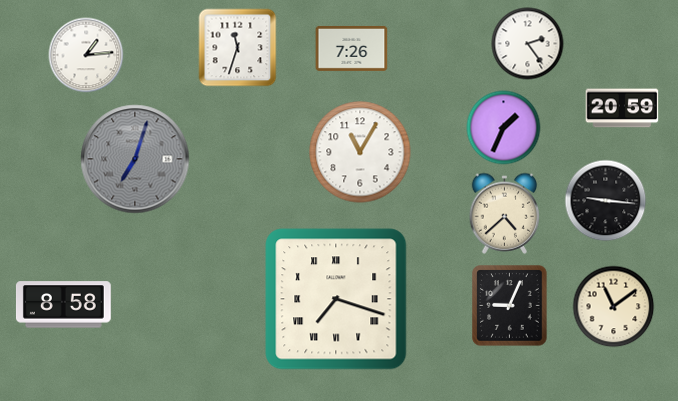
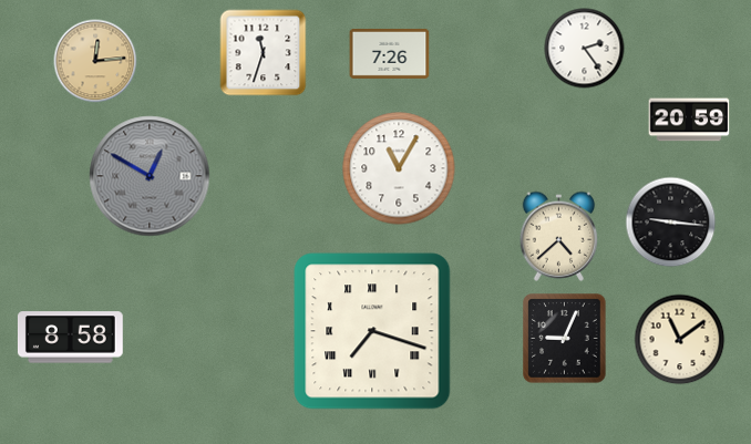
clock at (86, 55): 1:14 -> 12:14
clock at (86, 55) dial: white -> champagne
clock at (504, 128): 1:34 -> none
clock at (135, 159): 7:03 -> 12:50
